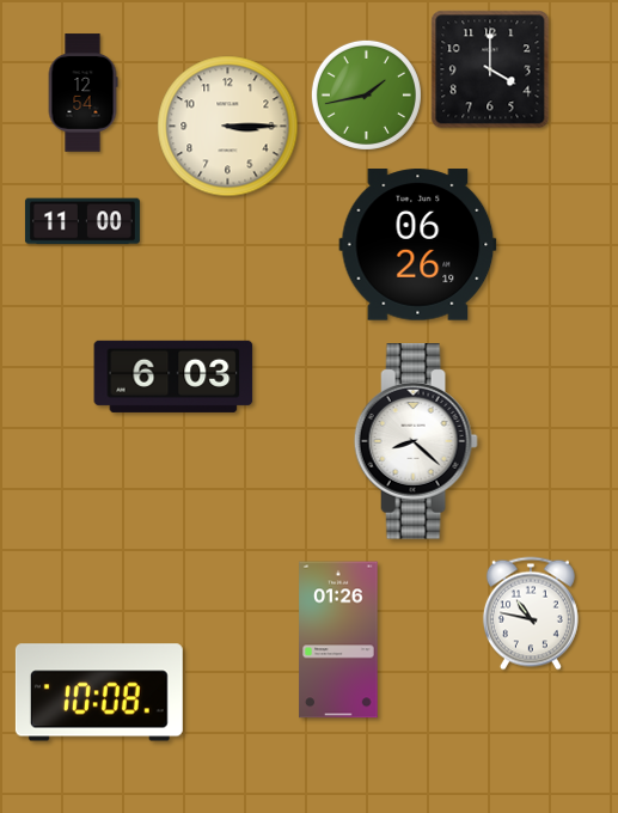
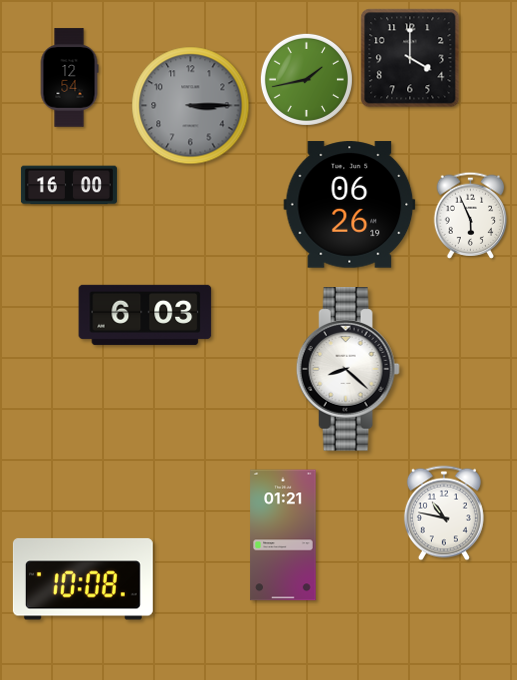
clock at (228, 127) dial: cream -> grey
clock at (82, 221): 11:00 -> 16:00
clock at (471, 215): none -> 5:56
clock at (338, 640): 01:26 -> 01:21
